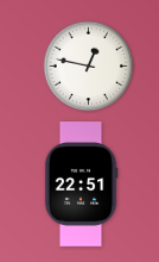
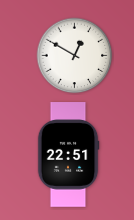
clock at (89, 67): 12:47 -> 12:50
